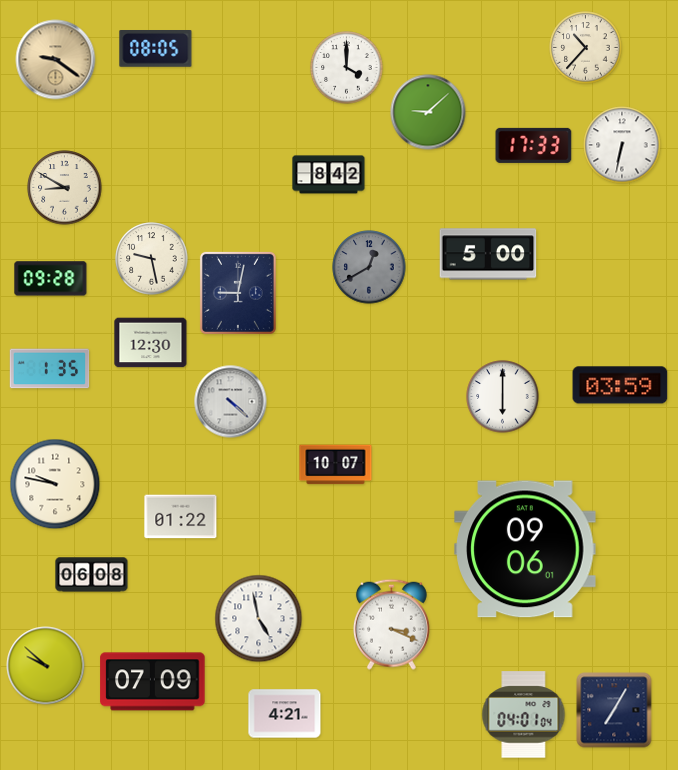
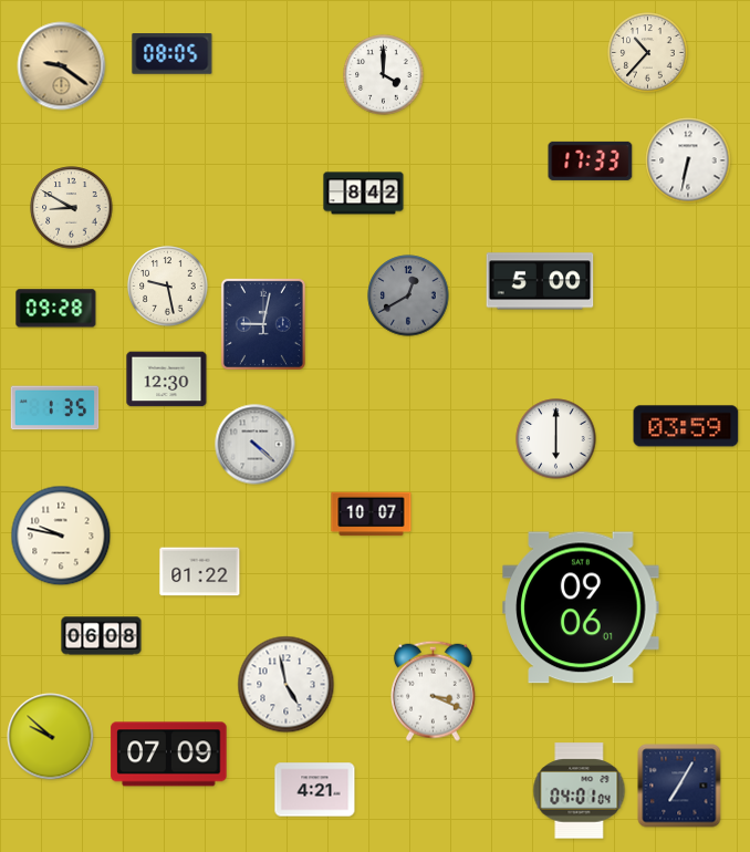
clock at (428, 112): 9:08 -> none
